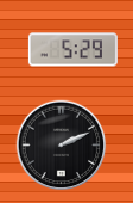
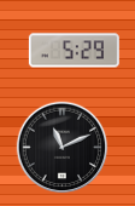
clock at (62, 146): 2:11 -> 11:11
